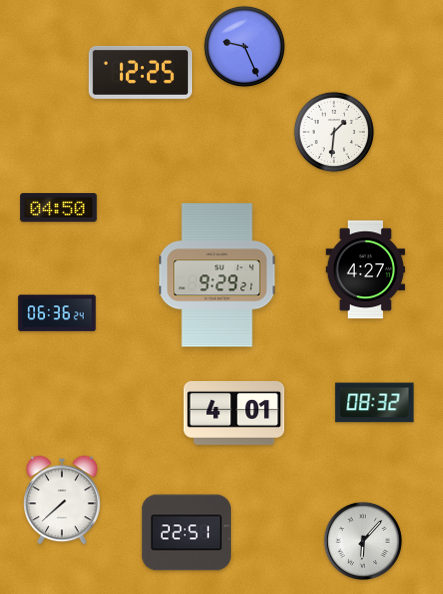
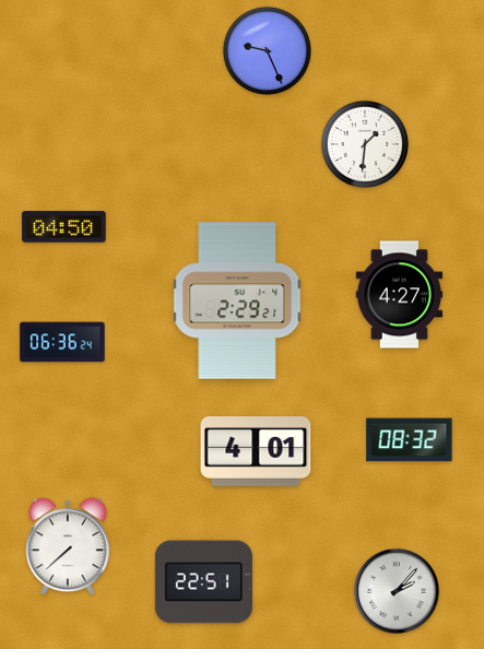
clock at (141, 72): 12:25 -> none
clock at (217, 275): 9:29 -> 2:29
clock at (363, 541): 6:07 -> 2:07
